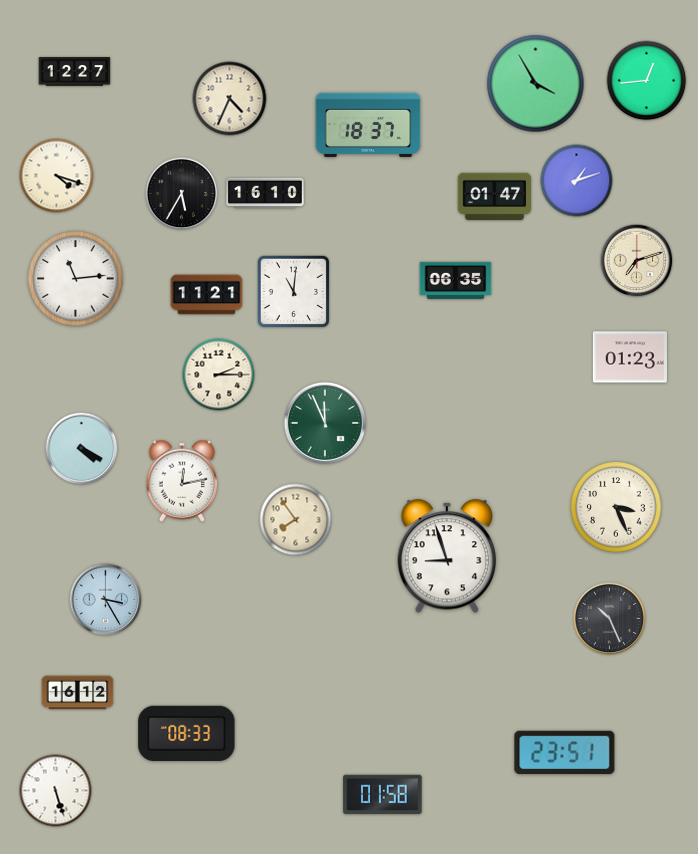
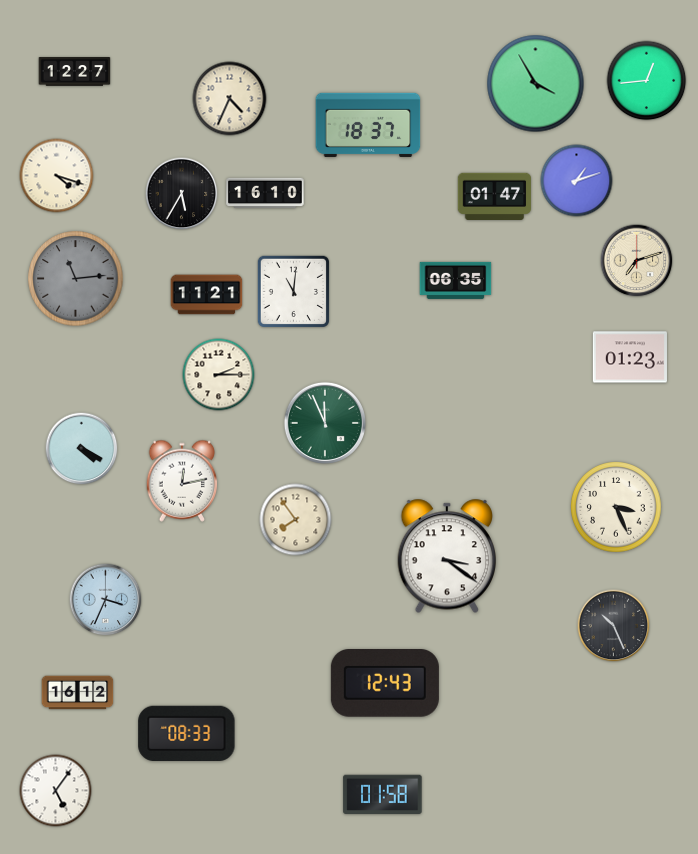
clock at (76, 279) dial: white -> grey
clock at (446, 556): 8:57 -> 3:21
clock at (106, 600): 3:25 -> 3:34
clock at (610, 619) position: (610, 619) -> (614, 626)
clock at (385, 684): none -> 12:43
clock at (565, 753): 23:51 -> none
clock at (56, 791): 5:27 -> 5:06
